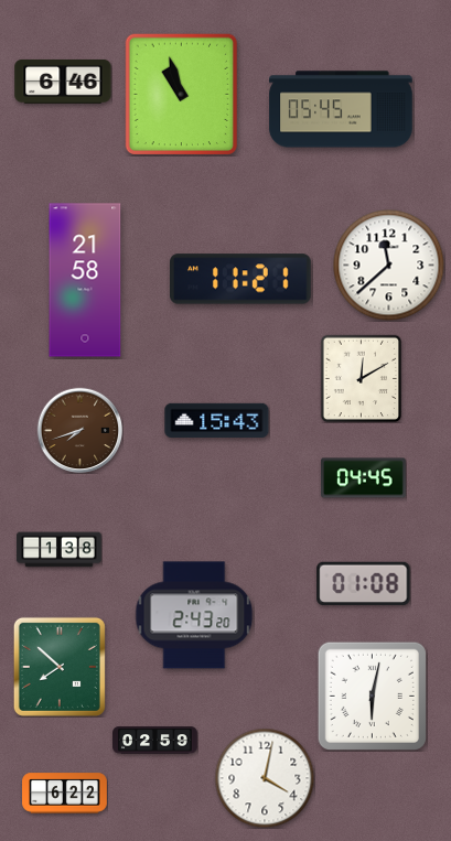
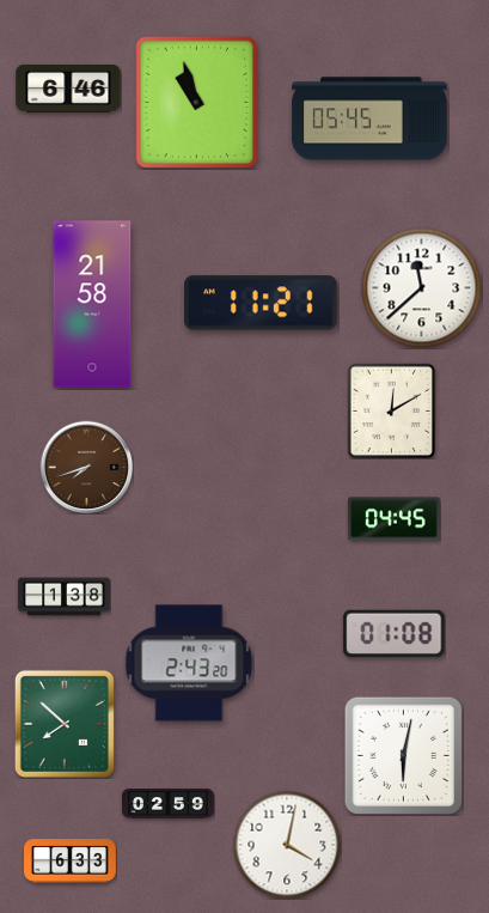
clock at (217, 420): 15:43 -> none
clock at (194, 615) position: (194, 615) -> (189, 663)
clock at (65, 794): 6:22 -> 6:33
